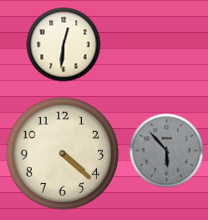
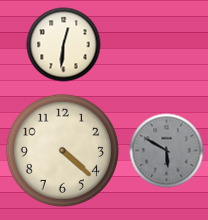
clock at (167, 151): 5:53 -> 5:50
clock at (62, 153) position: (62, 153) -> (62, 150)
